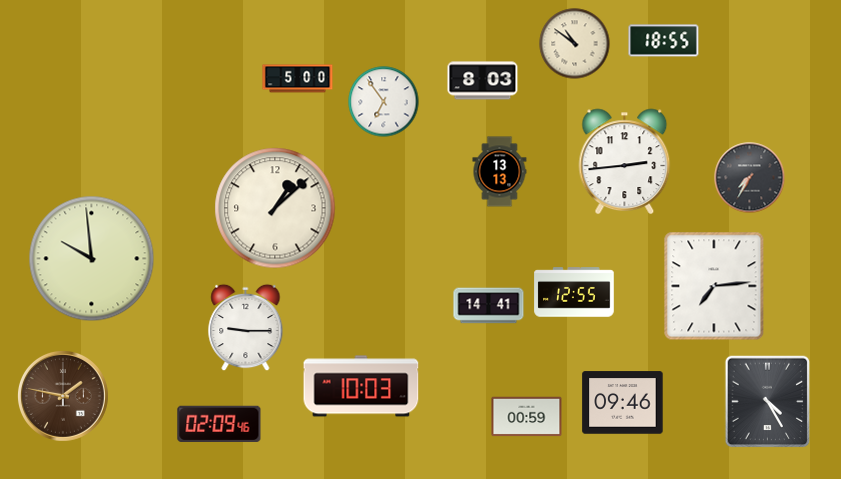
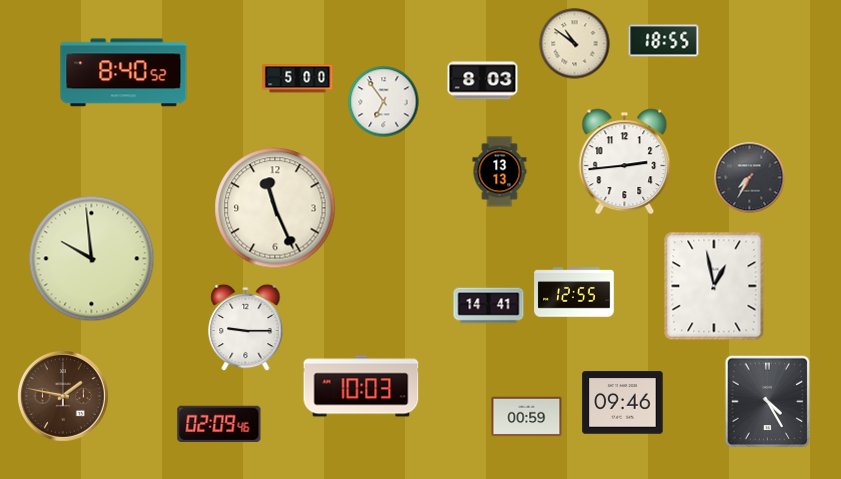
clock at (124, 73): none -> 8:40
clock at (275, 208): 1:08 -> 11:26
clock at (714, 286): 7:14 -> 12:58
